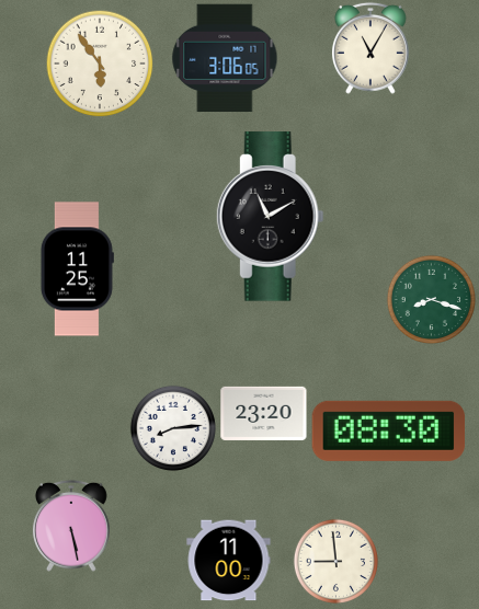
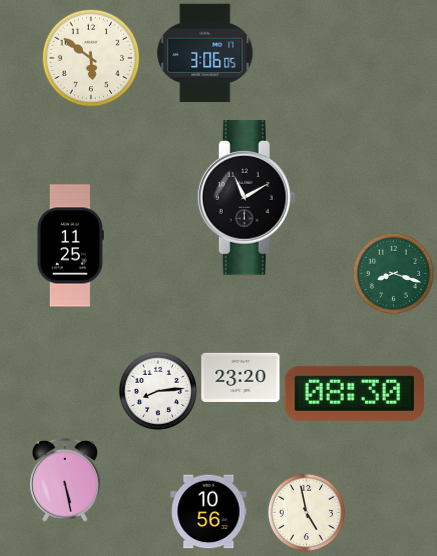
clock at (370, 48): 11:05 -> none
clock at (100, 64): 5:54 -> 5:51
clock at (229, 561): 11:00 -> 10:56
clock at (335, 561): 8:59 -> 4:58
